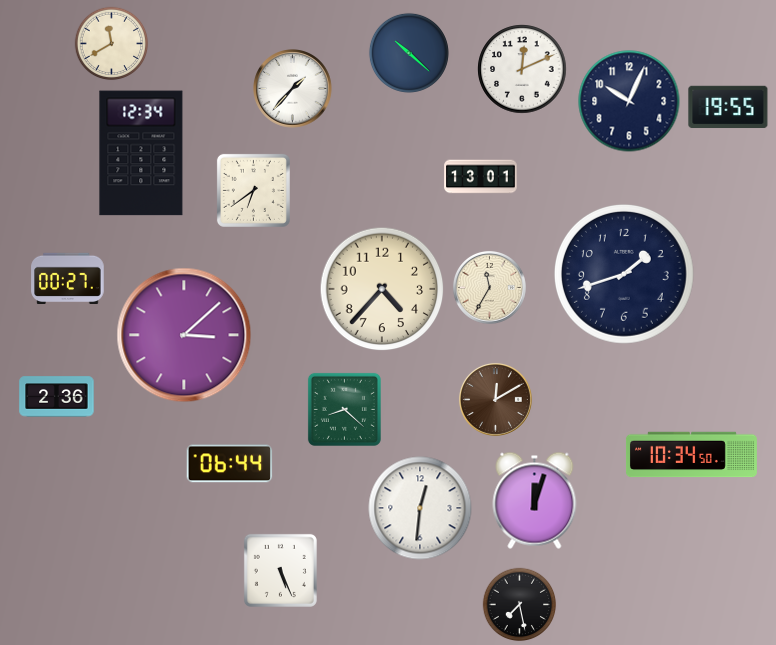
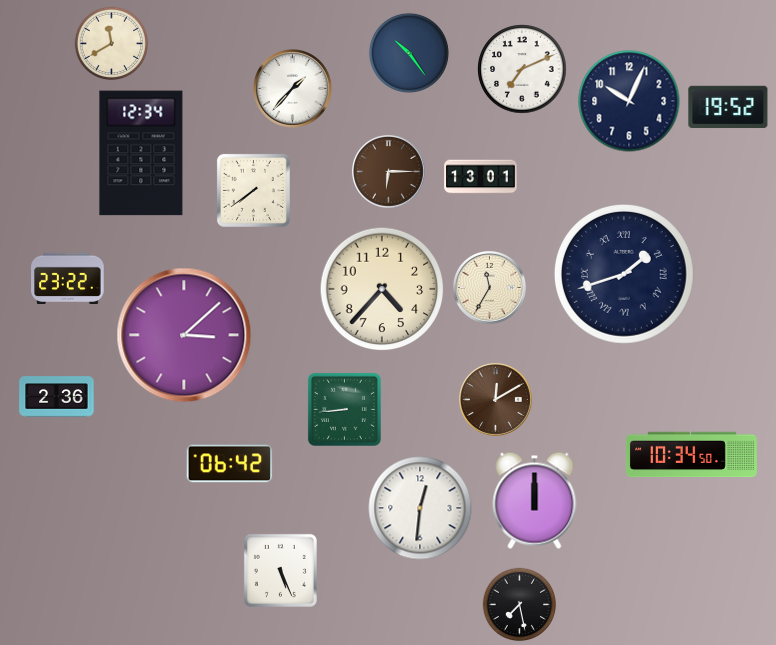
clock at (409, 53): 10:22 -> 10:24
clock at (522, 69): 12:11 -> 7:11
clock at (728, 107): 19:55 -> 19:52
clock at (388, 171): none -> 6:15
clock at (253, 190): 6:39 -> 7:39
clock at (624, 274) numerals: Arabic -> Roman
clock at (68, 278): 00:27 -> 23:22
clock at (344, 409): 8:22 -> 8:44
clock at (230, 464): 06:44 -> 06:42
clock at (535, 500): 12:03 -> 12:00
